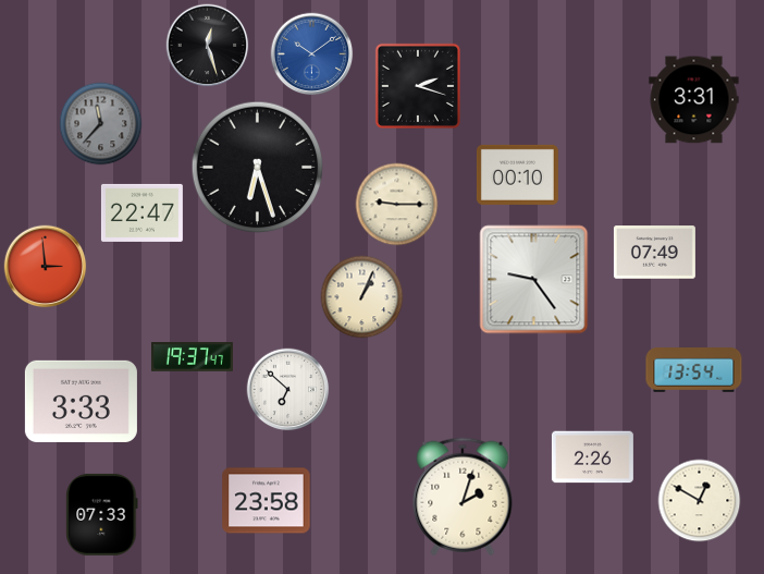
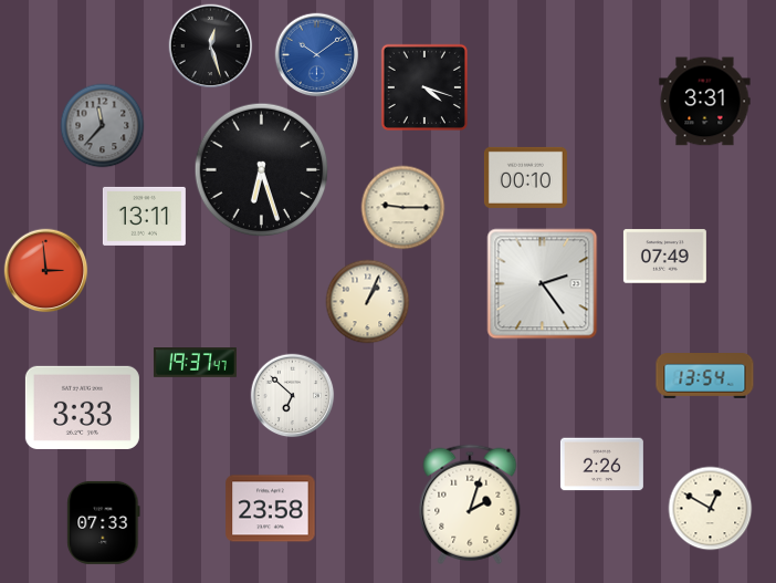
clock at (418, 86): 2:18 -> 4:18
clock at (141, 212): 22:47 -> 13:11
clock at (534, 280): 9:24 -> 2:24
